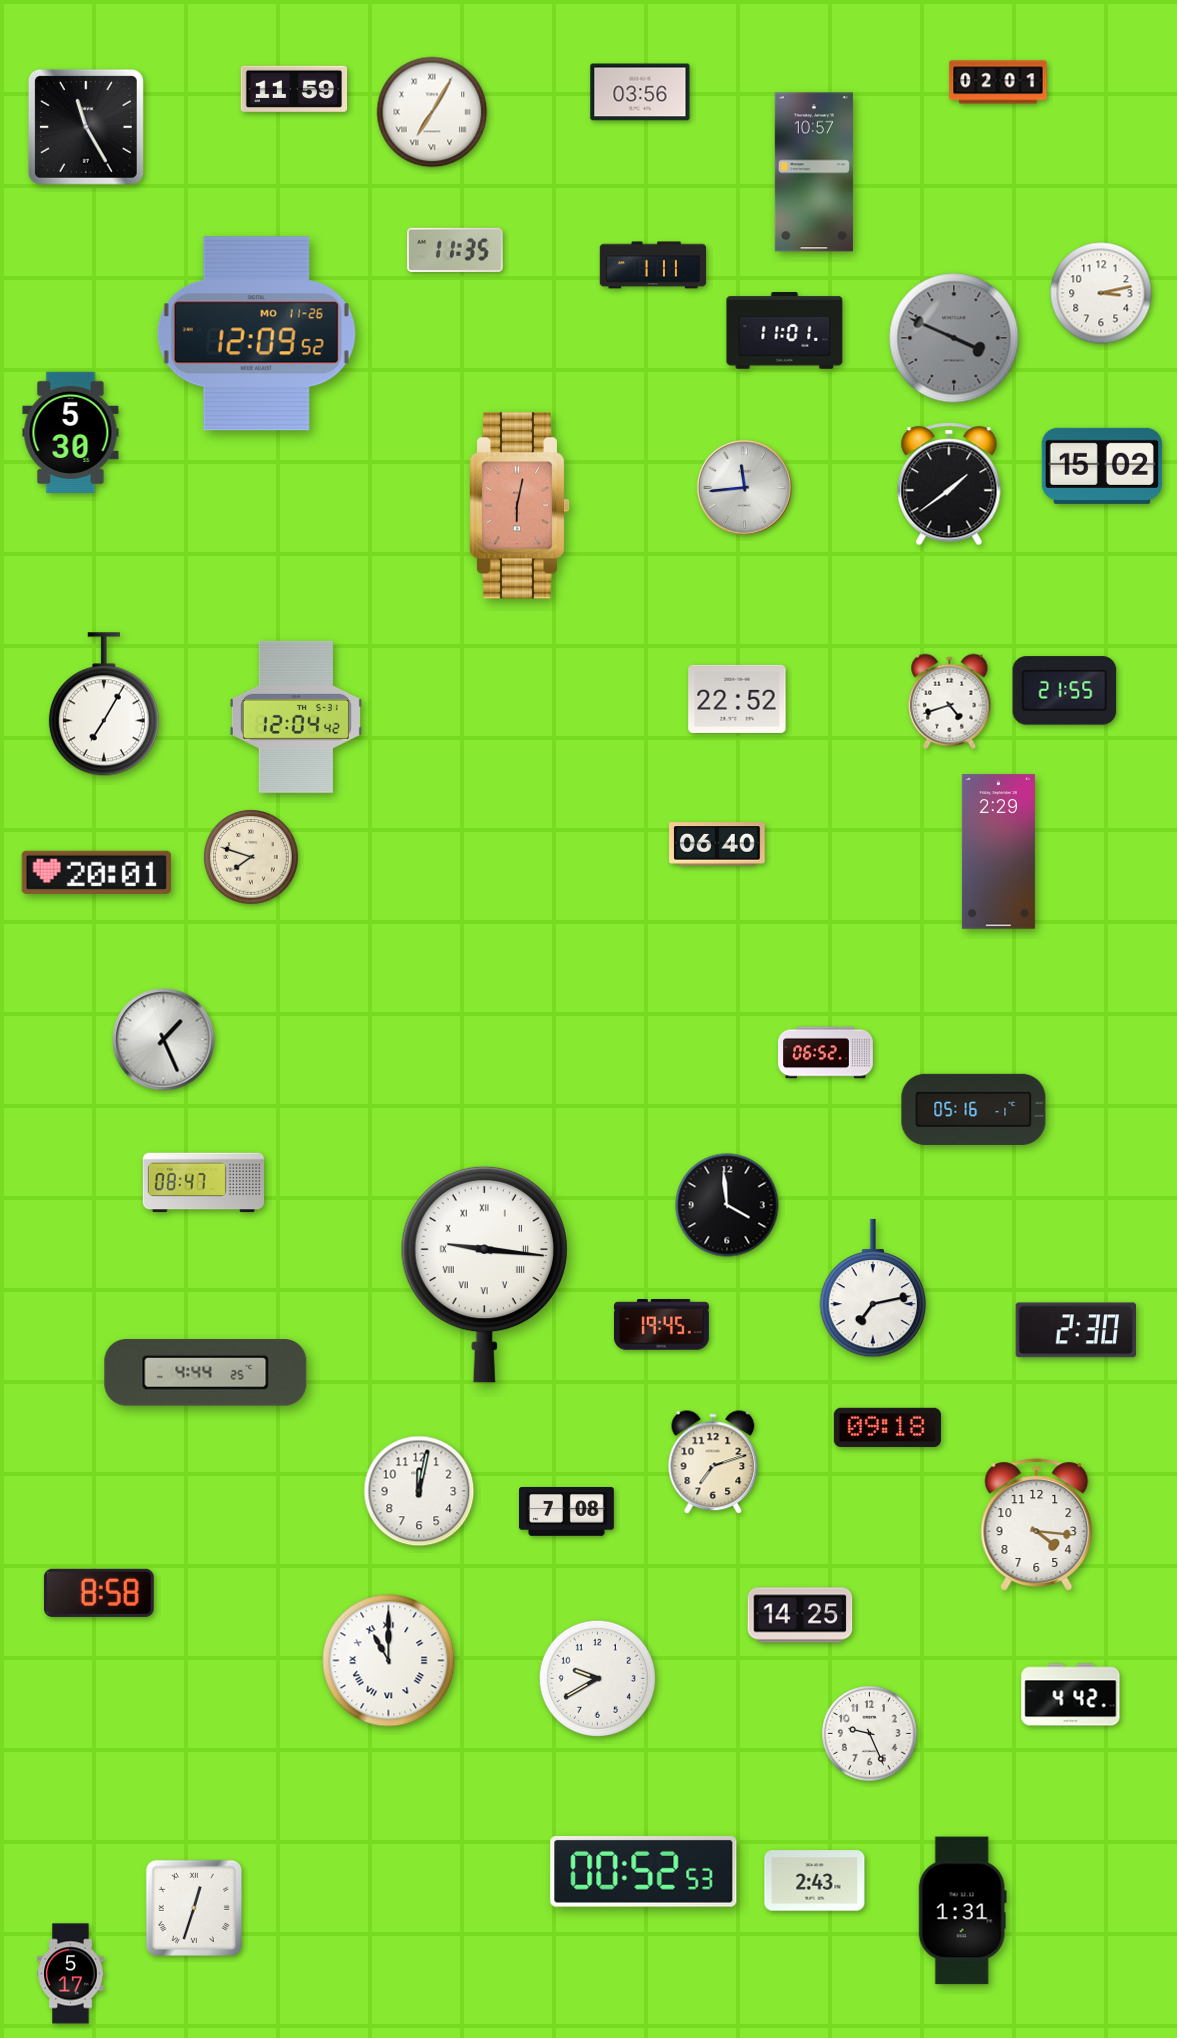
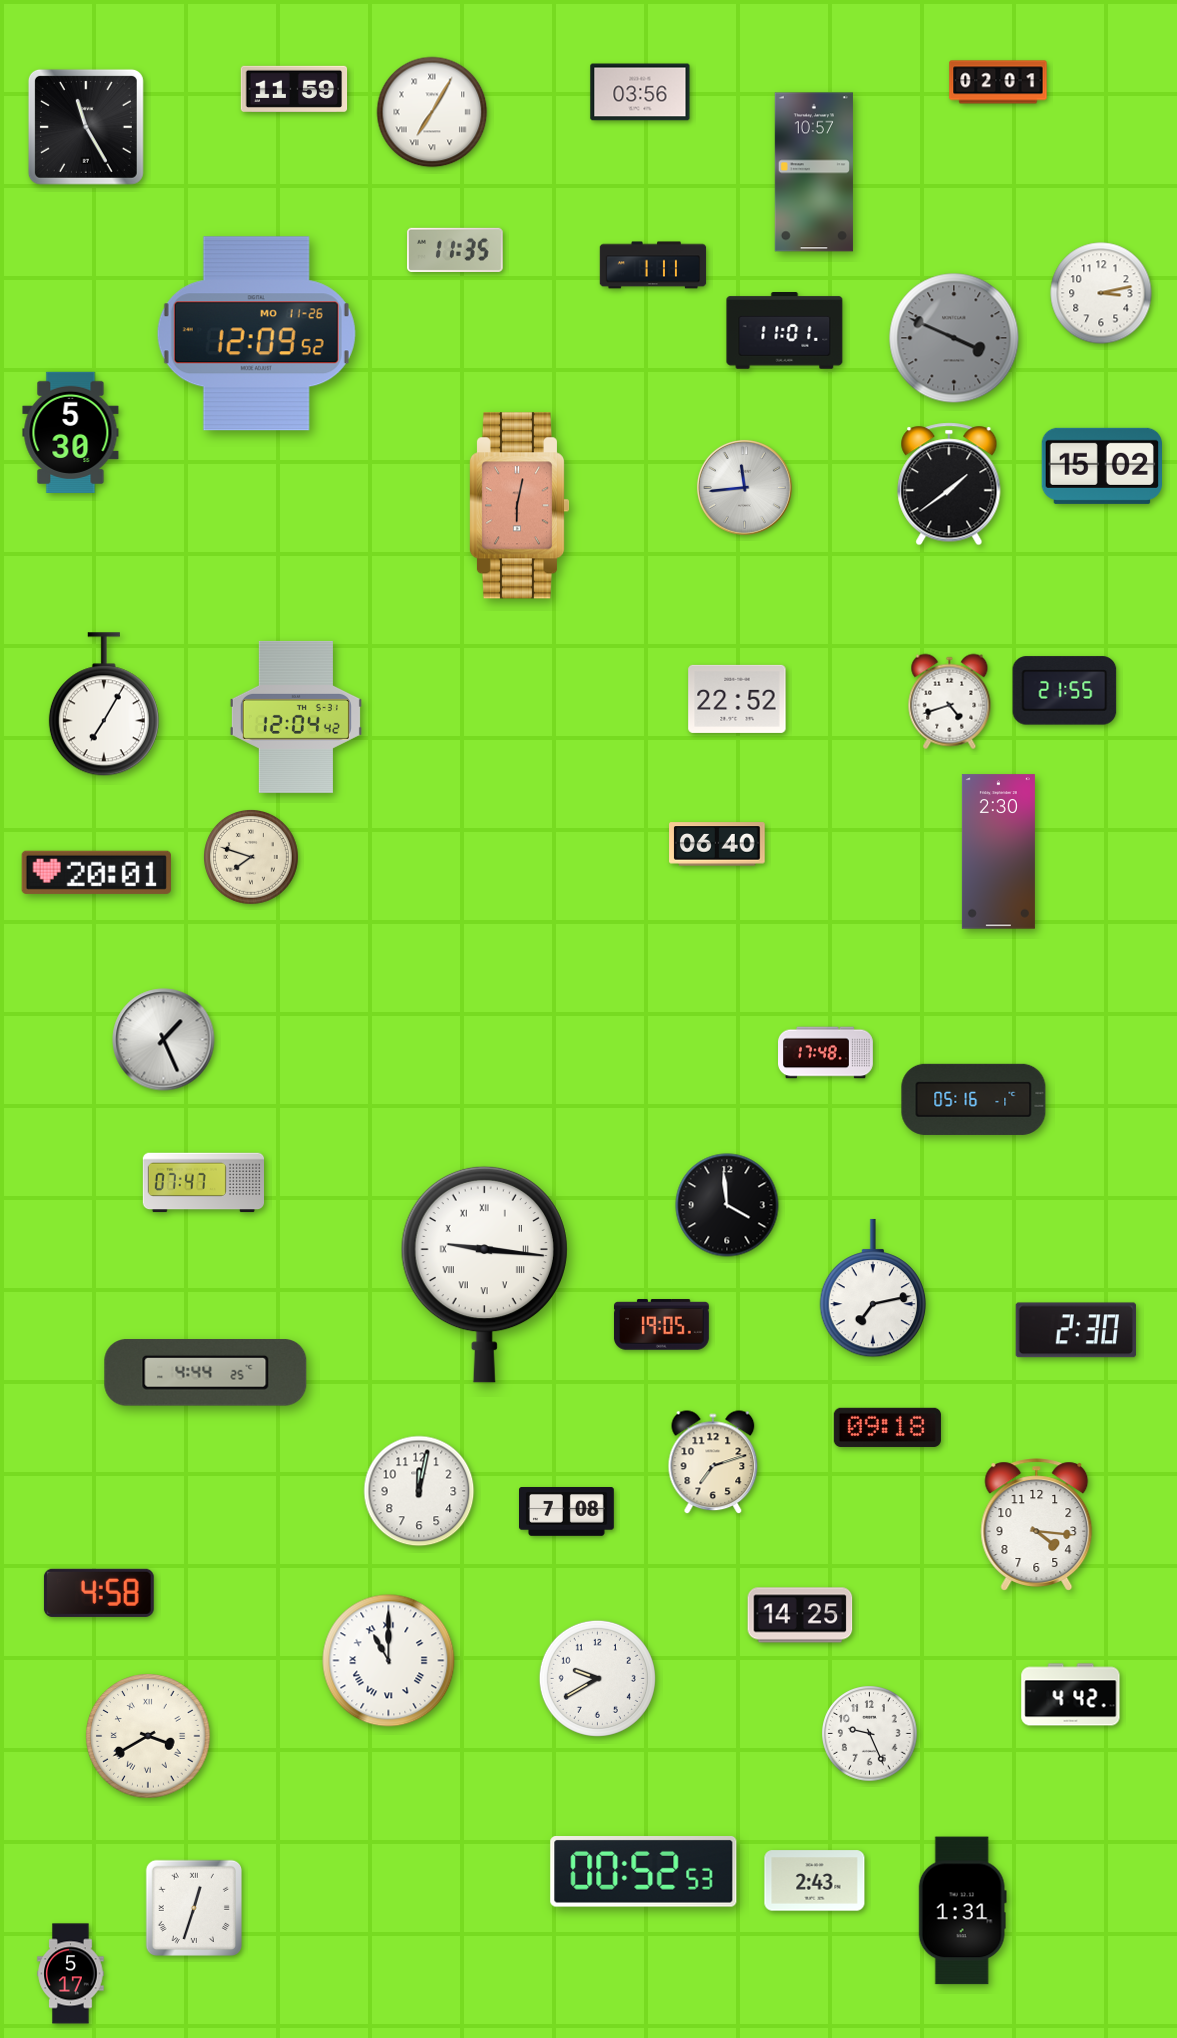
clock at (998, 852): 2:29 -> 2:30
clock at (826, 1053): 06:52 -> 17:48
clock at (974, 1109) position: (974, 1109) -> (974, 1099)
clock at (203, 1183): 08:47 -> 07:47
clock at (661, 1325): 19:45 -> 19:05
clock at (99, 1593): 8:58 -> 4:58
clock at (148, 1736): none -> 3:40
